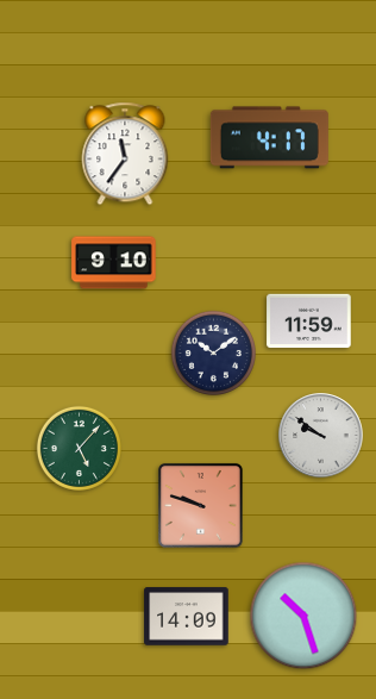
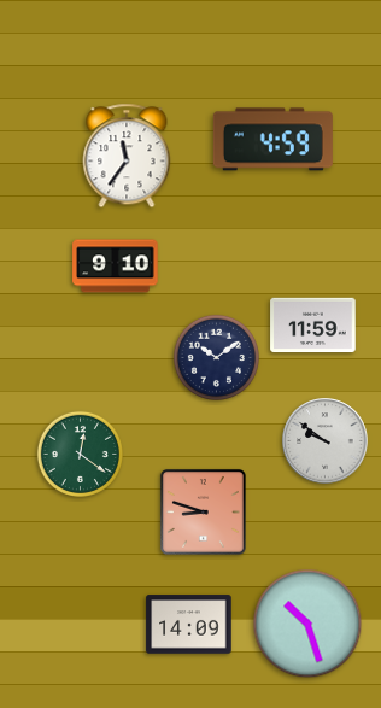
clock at (269, 138): 4:17 -> 4:59
clock at (79, 448): 5:07 -> 12:21
clock at (200, 505): 9:48 -> 8:48
